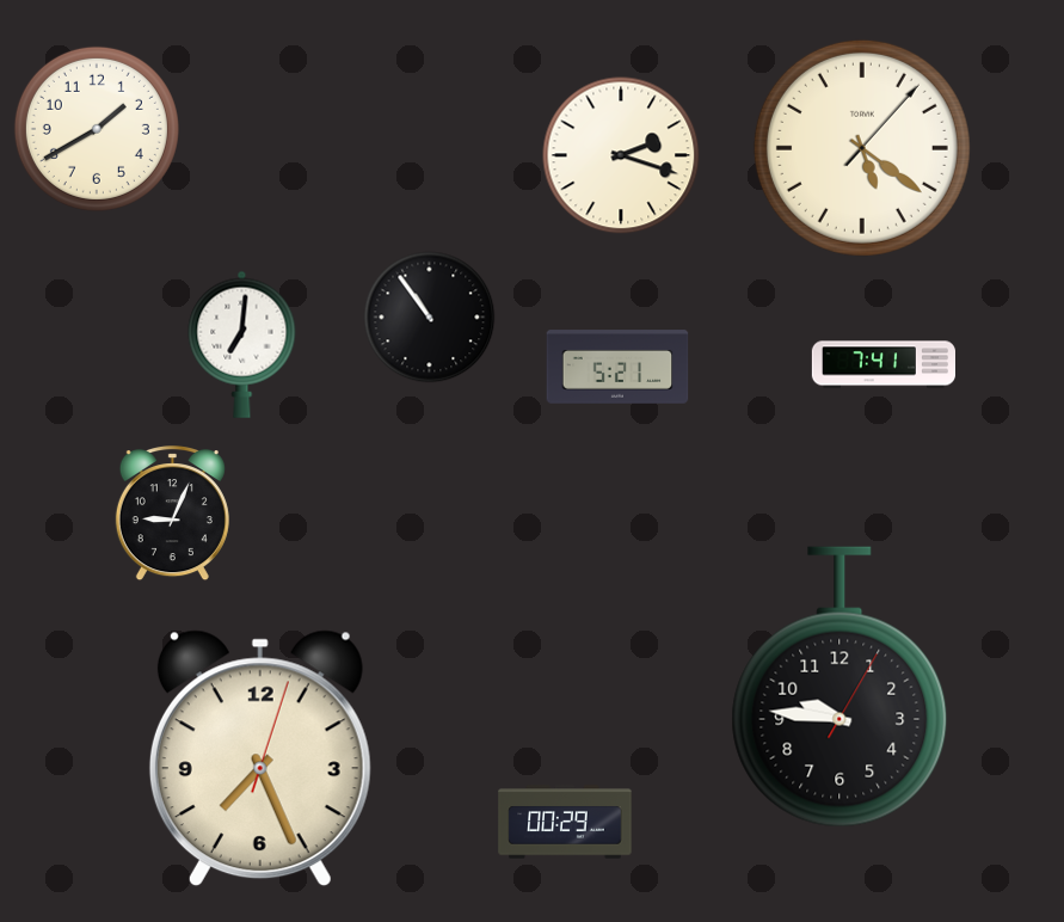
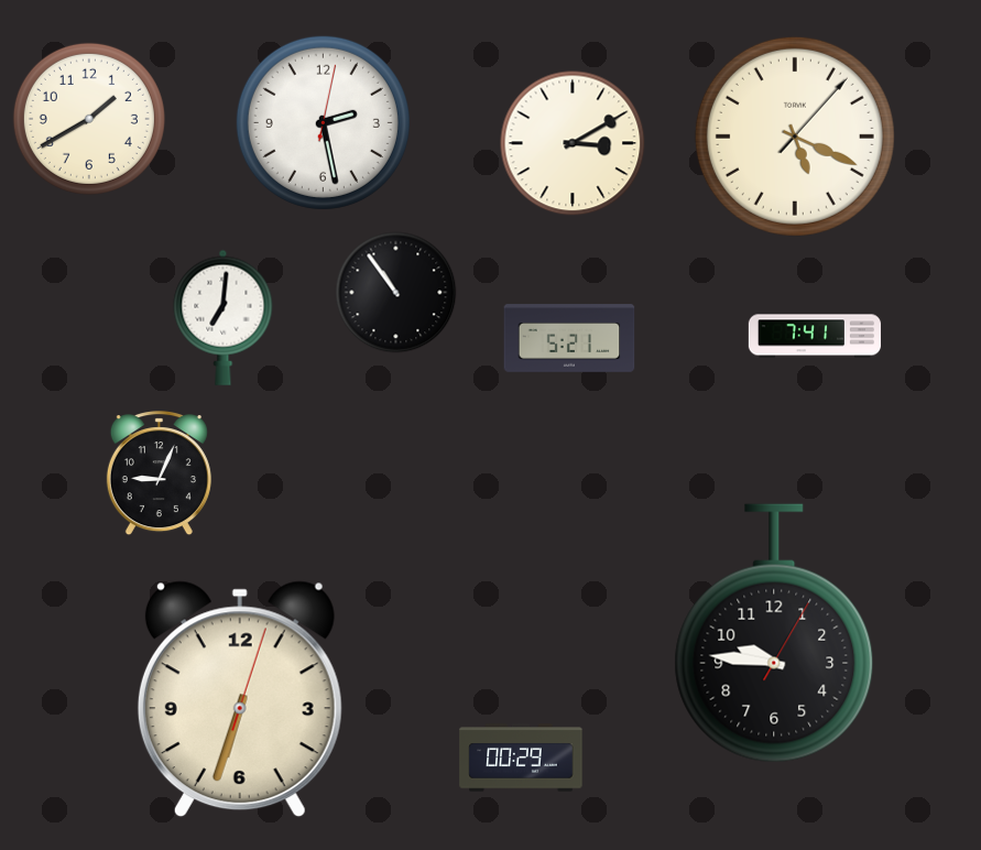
clock at (323, 122): none -> 2:28
clock at (862, 148): 5:21 -> 5:19
clock at (621, 155): 2:18 -> 3:10
clock at (260, 758): 7:26 -> 6:33
